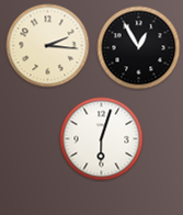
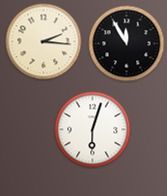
clock at (139, 48): 12:55 -> 11:55
clock at (102, 139) position: (102, 139) -> (93, 130)
